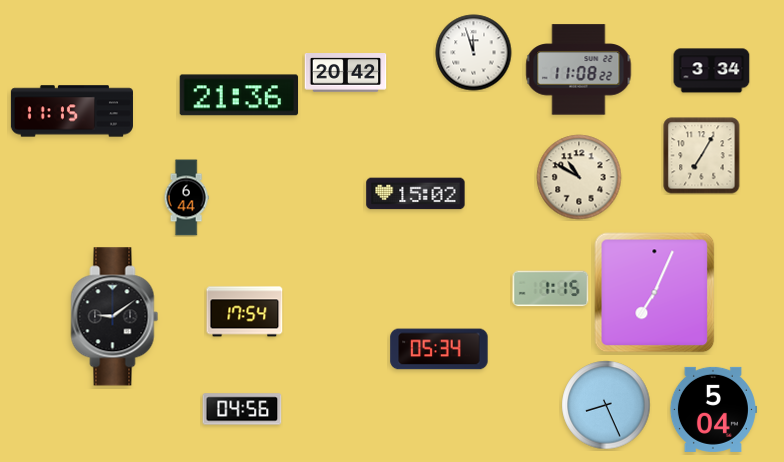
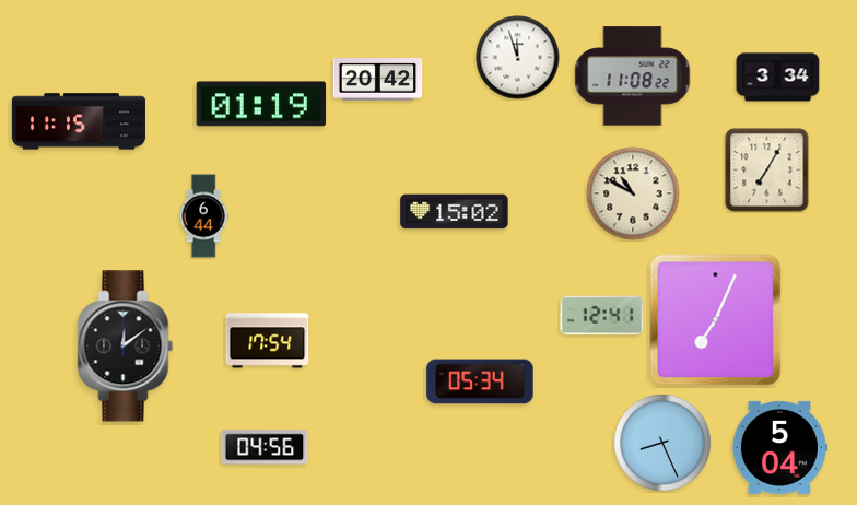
clock at (239, 95): 21:36 -> 01:19
clock at (551, 289): 1:15 -> 12:41
clock at (115, 317): 9:09 -> 12:09
